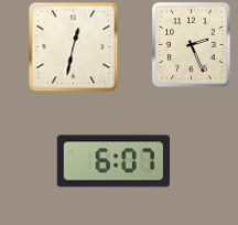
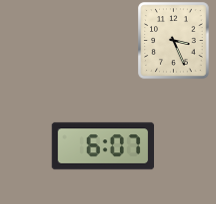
clock at (192, 45): 2:26 -> 3:26
clock at (73, 46): 12:32 -> none
